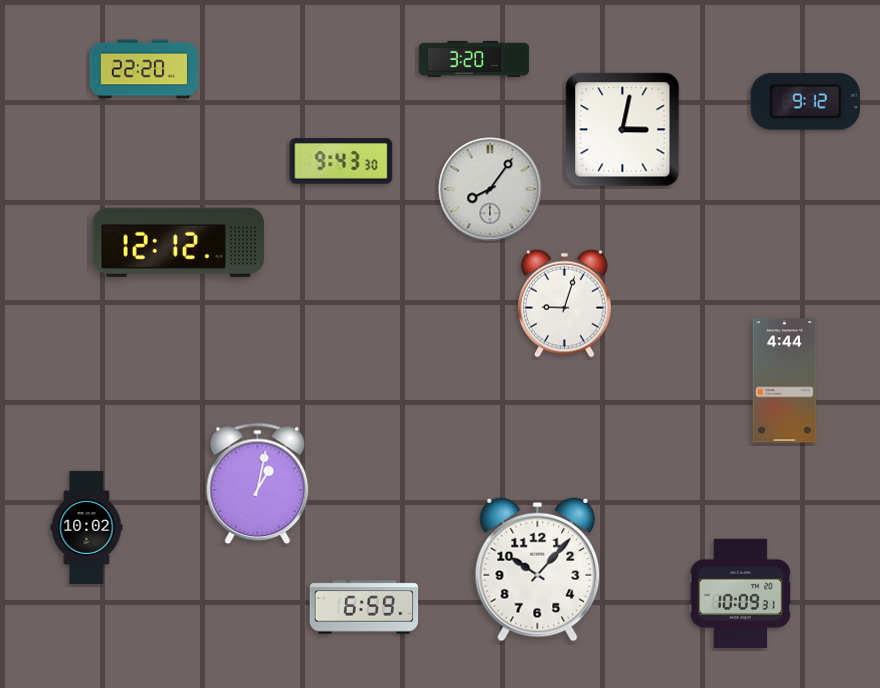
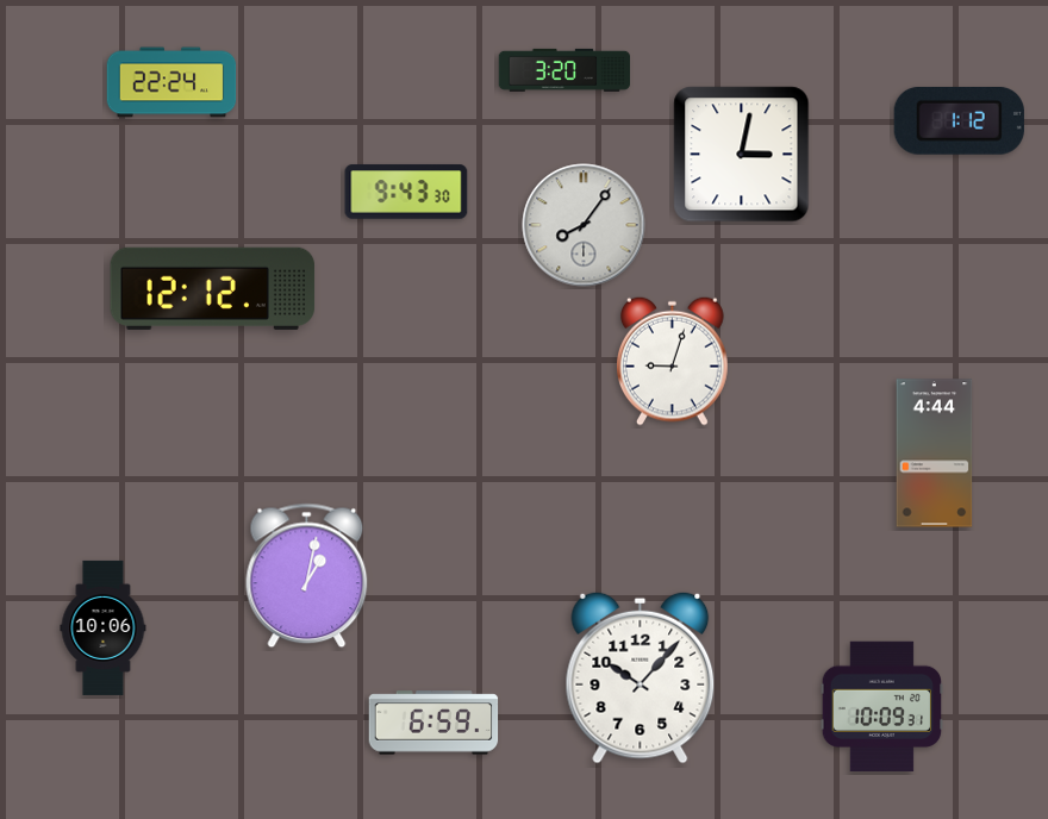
clock at (144, 69): 22:20 -> 22:24
clock at (805, 101): 9:12 -> 1:12
clock at (87, 527): 10:02 -> 10:06
